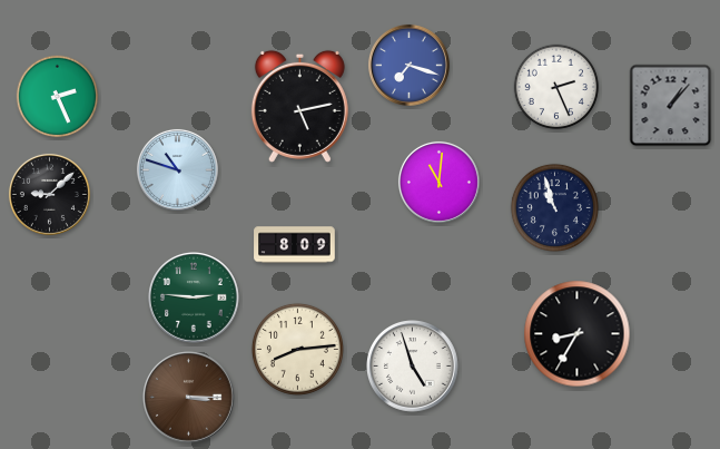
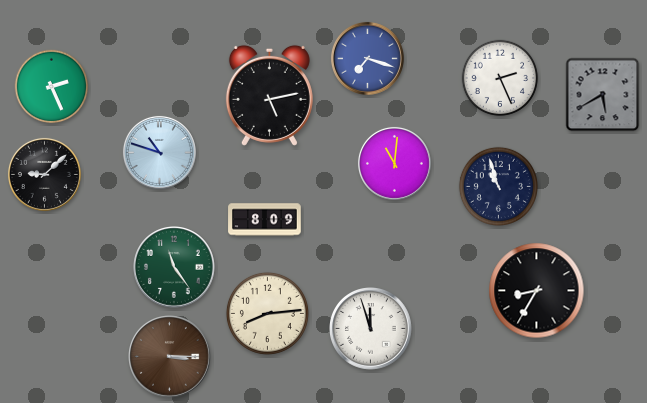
clock at (671, 106): 1:07 -> 5:40
clock at (195, 299): 2:46 -> 11:24
clock at (578, 334) position: (578, 334) -> (537, 291)
clock at (413, 367): 4:57 -> 11:57
